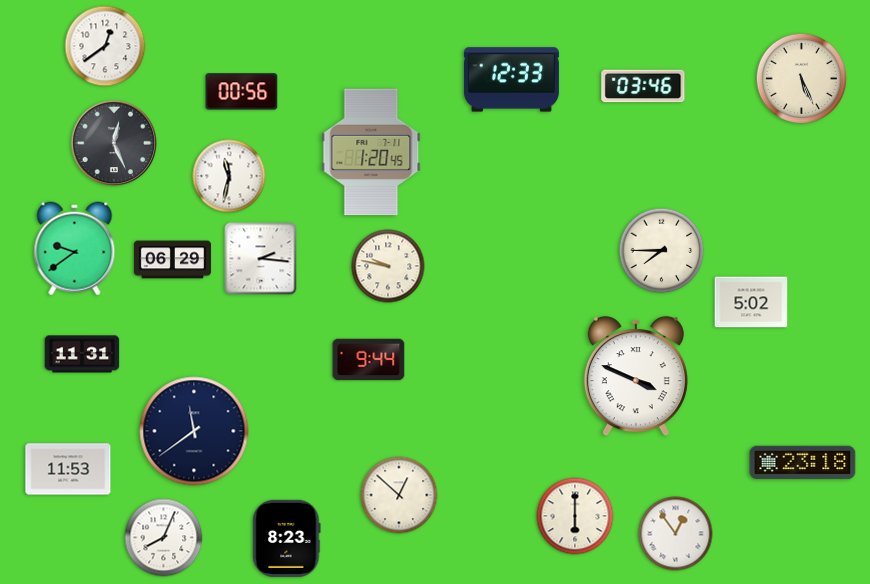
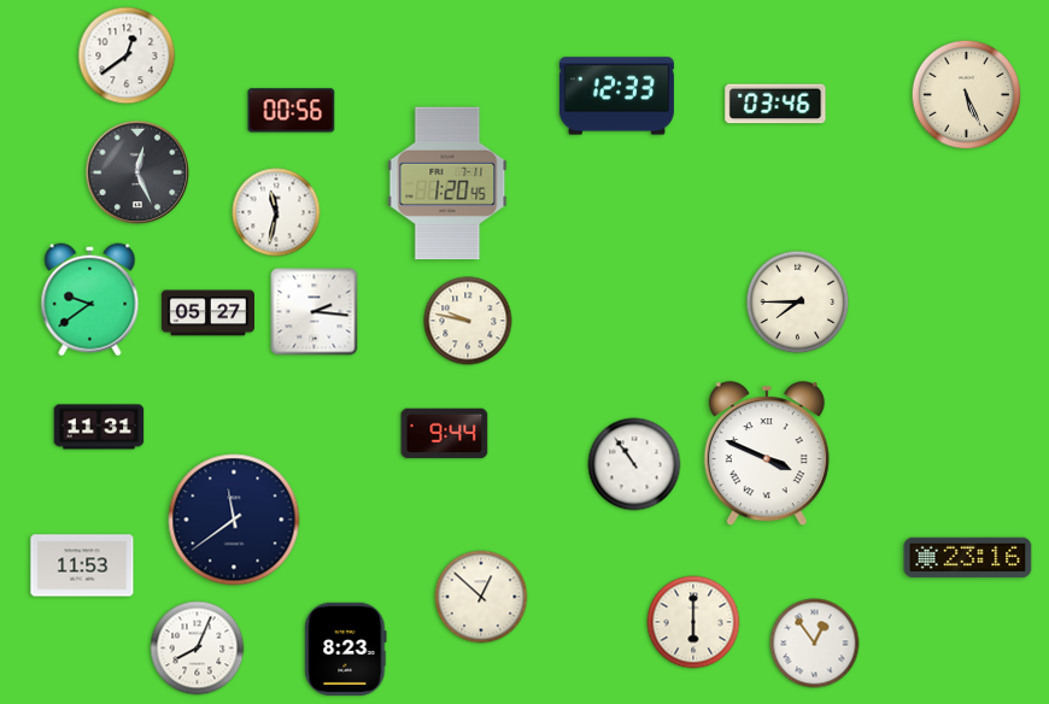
clock at (172, 260): 06:29 -> 05:27
clock at (751, 302): 5:02 -> none
clock at (634, 464): none -> 10:54
clock at (803, 463): 23:18 -> 23:16
